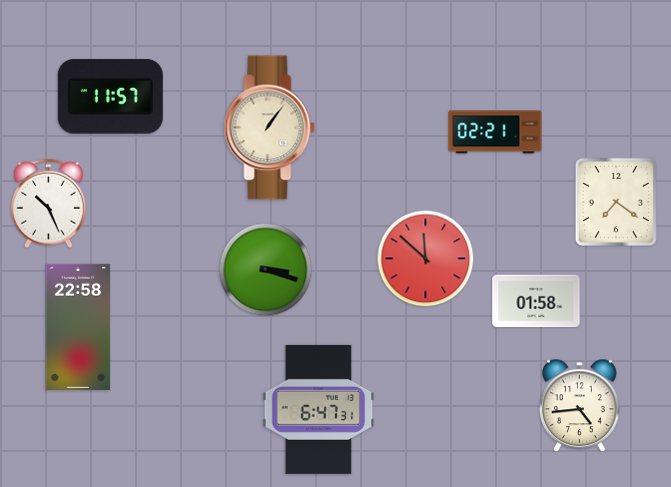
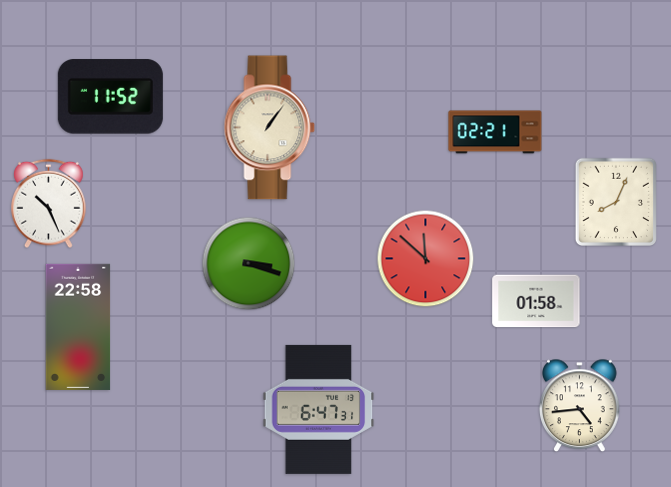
clock at (110, 97): 11:57 -> 11:52
clock at (616, 202): 7:21 -> 8:04
clock at (266, 270) position: (266, 270) -> (249, 264)
